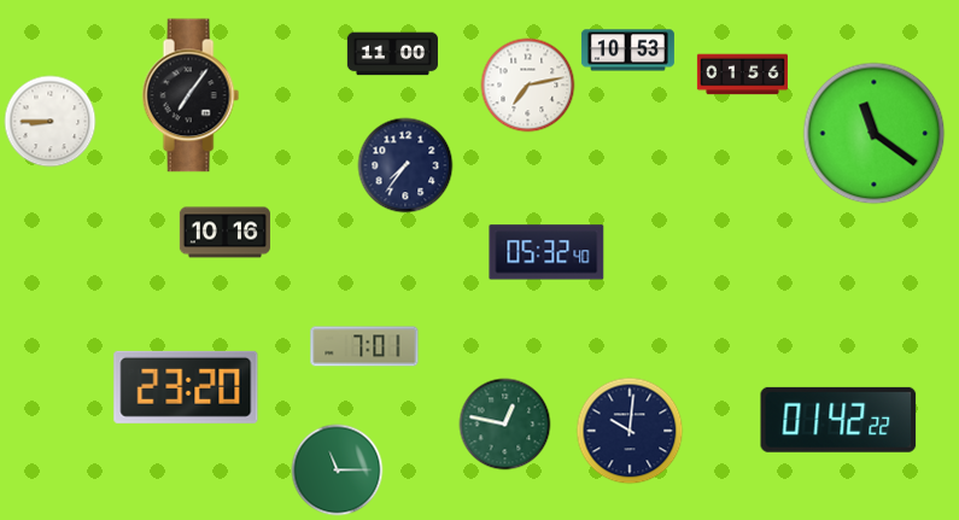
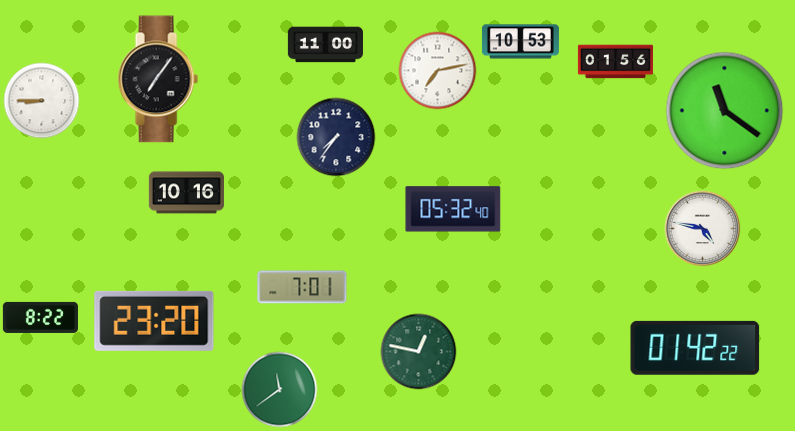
clock at (703, 229): none -> 4:47
clock at (40, 317): none -> 8:22
clock at (630, 431): 10:01 -> none
clock at (338, 471): 11:15 -> 11:39
